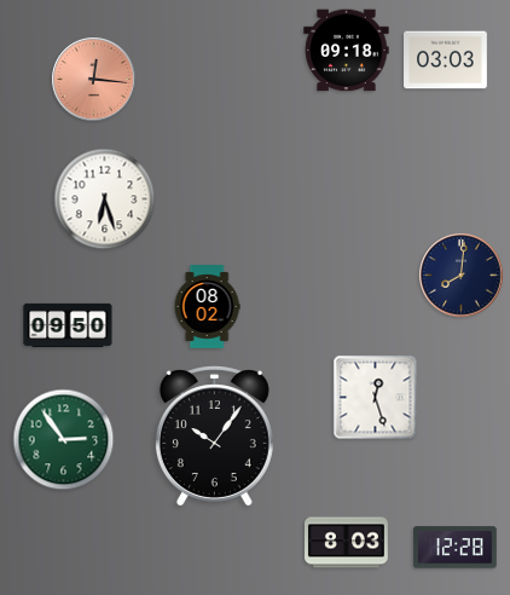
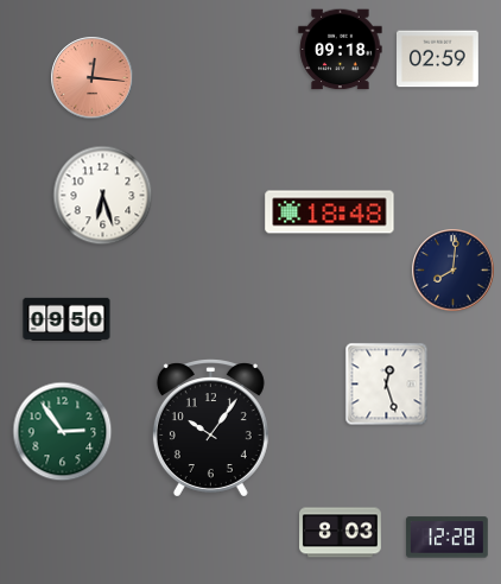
clock at (446, 60): 03:03 -> 02:59
clock at (330, 212): none -> 18:48
clock at (207, 307): 08:02 -> none
clock at (376, 398) position: (376, 398) -> (387, 385)
